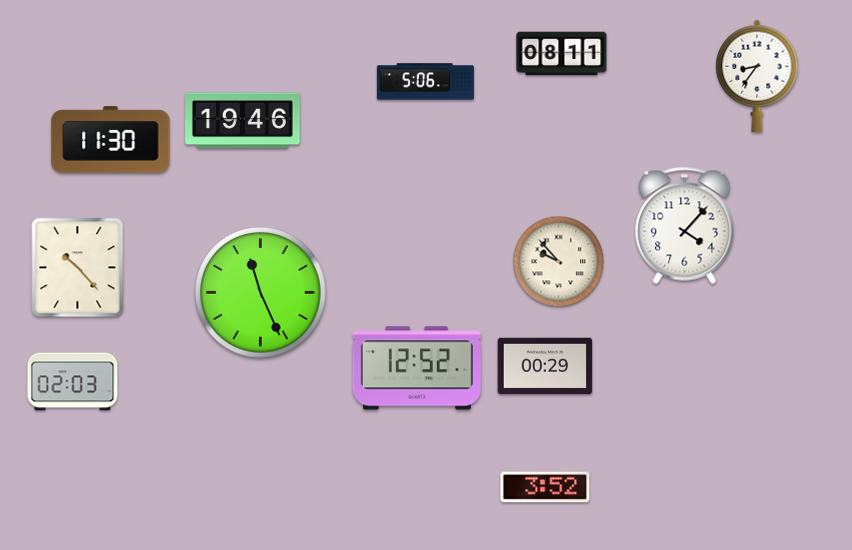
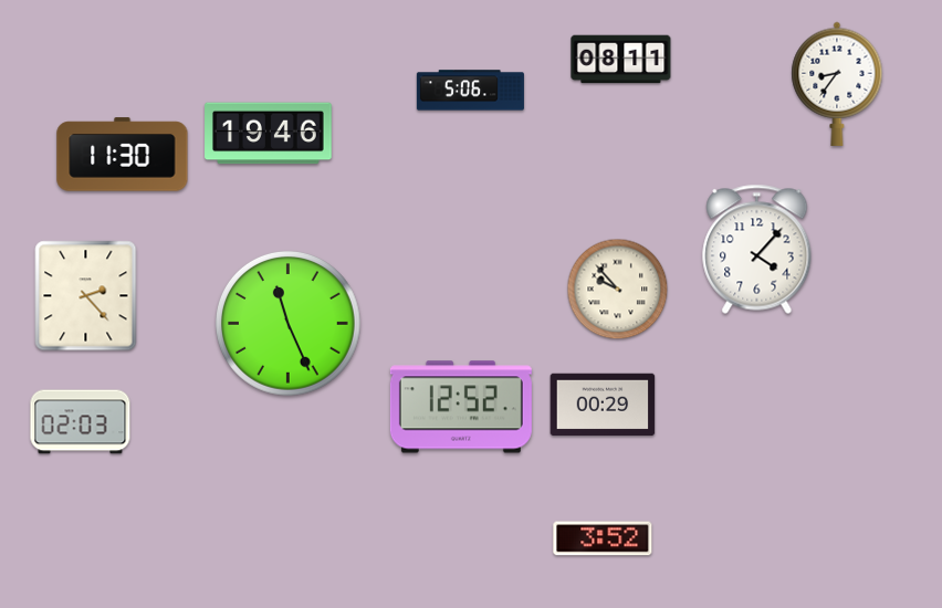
clock at (78, 268): 10:23 -> 2:23
